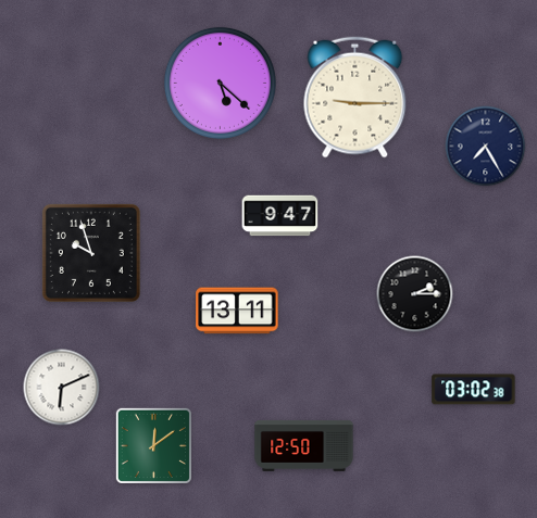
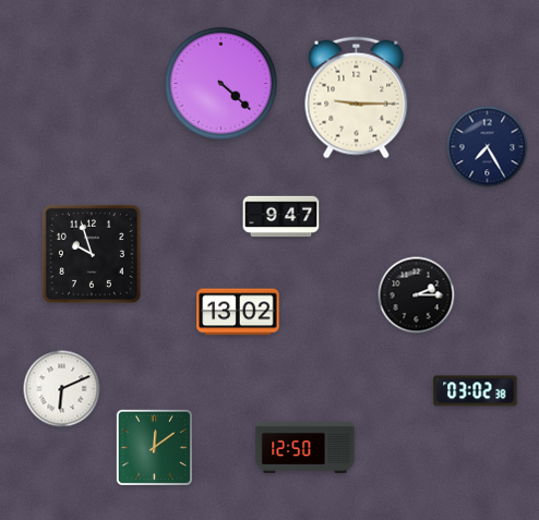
clock at (220, 83): 5:22 -> 4:22
clock at (237, 311): 13:11 -> 13:02
